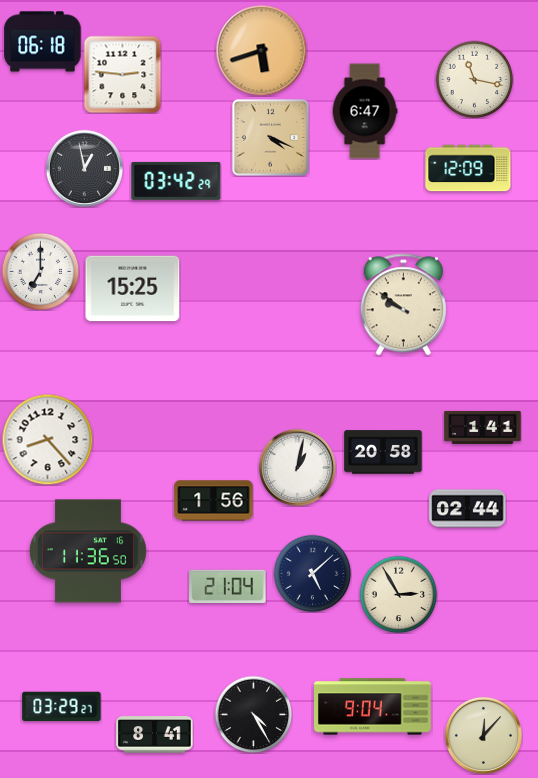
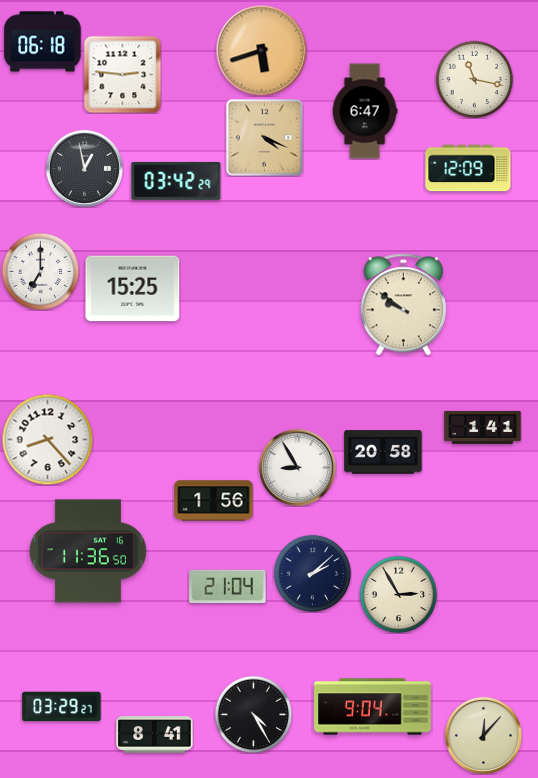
clock at (270, 137) position: (270, 137) -> (264, 137)
clock at (297, 467): 1:02 -> 8:55
clock at (468, 509): 02:44 -> none
clock at (312, 573): 5:08 -> 2:08
